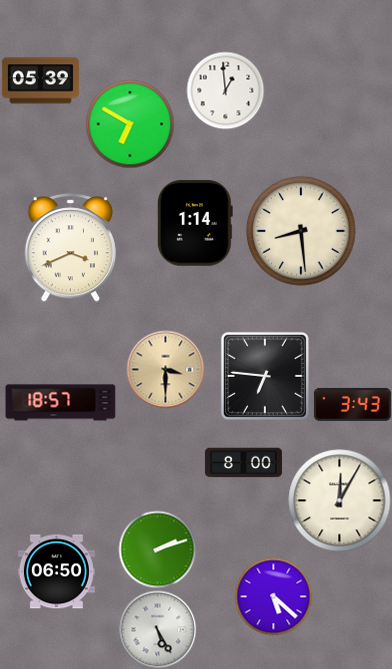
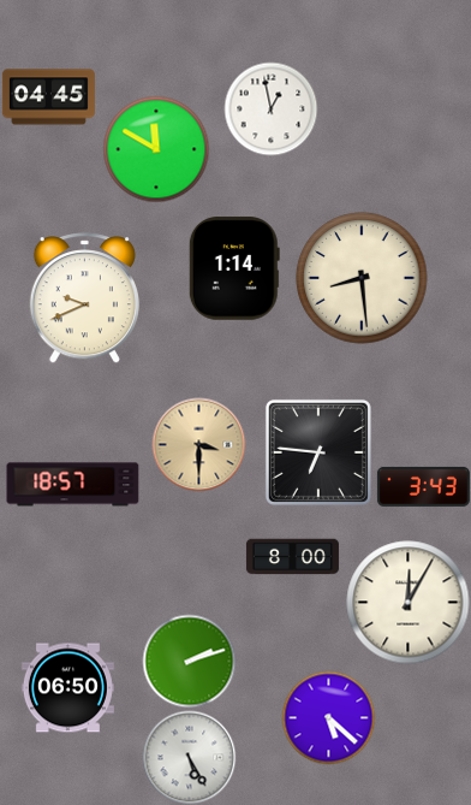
clock at (40, 81): 05:39 -> 04:45
clock at (225, 90): 12:59 -> 12:58
clock at (130, 124): 6:50 -> 11:50
clock at (70, 248): 3:41 -> 9:41
